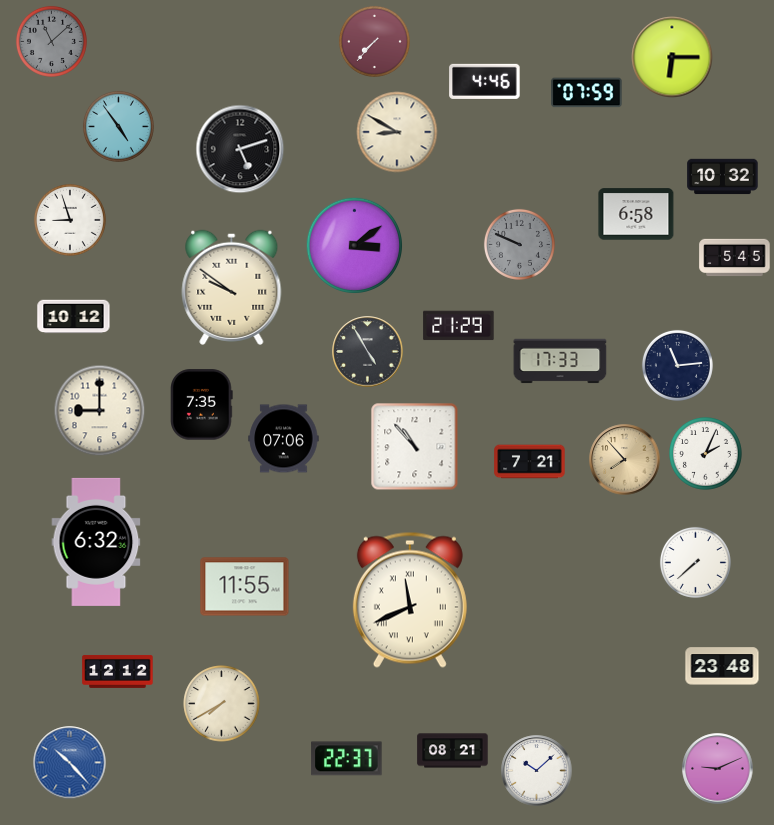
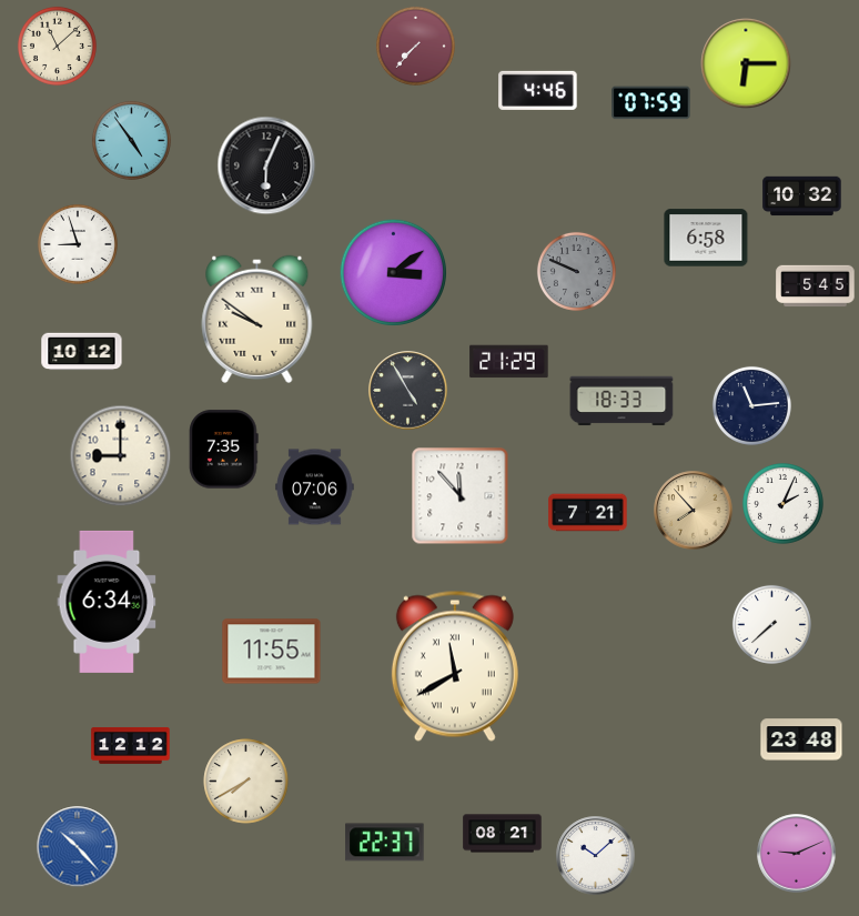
clock at (51, 41) dial: grey -> cream
clock at (397, 132): 8:50 -> none
clock at (240, 149): 5:12 -> 6:04
clock at (560, 361): 17:33 -> 18:33
clock at (100, 411) position: (100, 411) -> (121, 456)
clock at (415, 447): 10:53 -> 11:53
clock at (96, 542): 6:32 -> 6:34
clock at (410, 600): 11:41 -> 11:40
